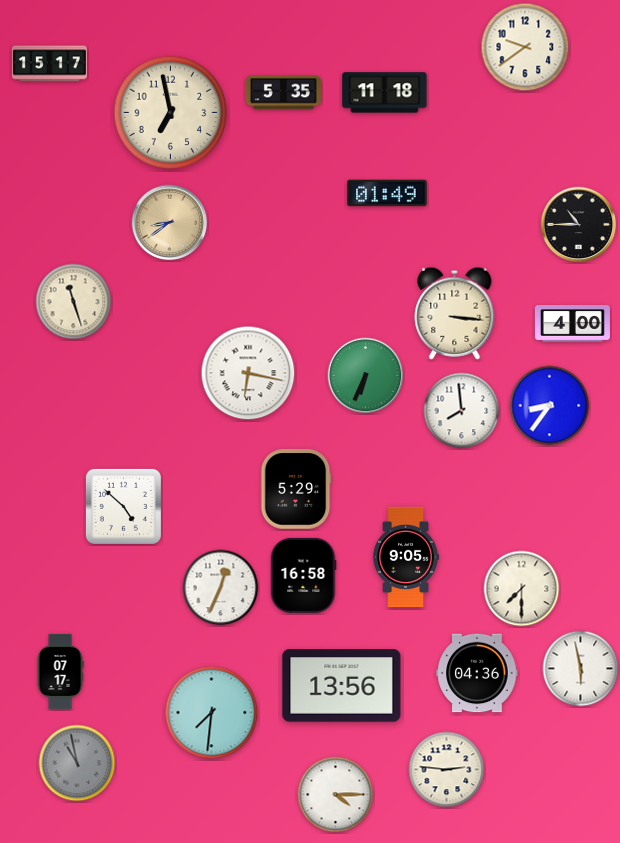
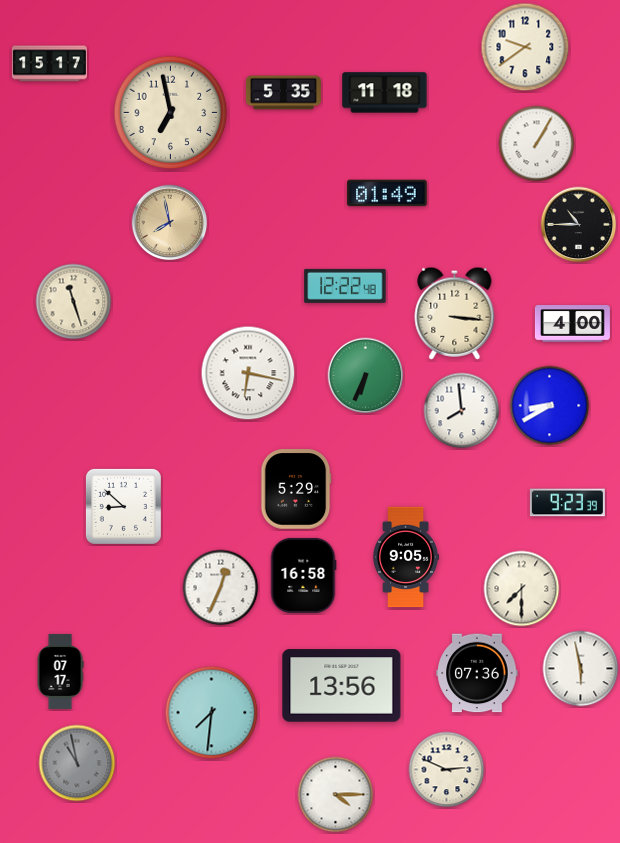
clock at (537, 144): none -> 1:05
clock at (170, 223): 8:39 -> 7:58
clock at (345, 286): none -> 12:22
clock at (550, 406): 8:36 -> 8:40
clock at (567, 503): none -> 9:23
clock at (123, 506): 4:52 -> 8:52
clock at (477, 673): 04:36 -> 07:36
clock at (447, 770): 2:46 -> 2:49
